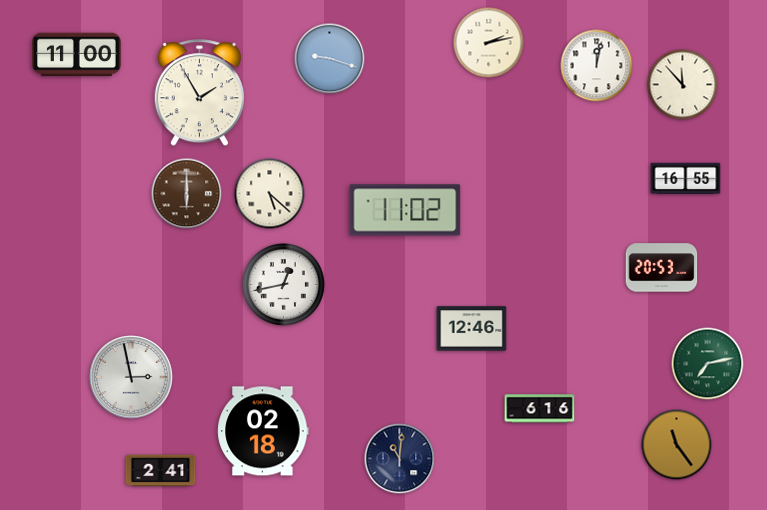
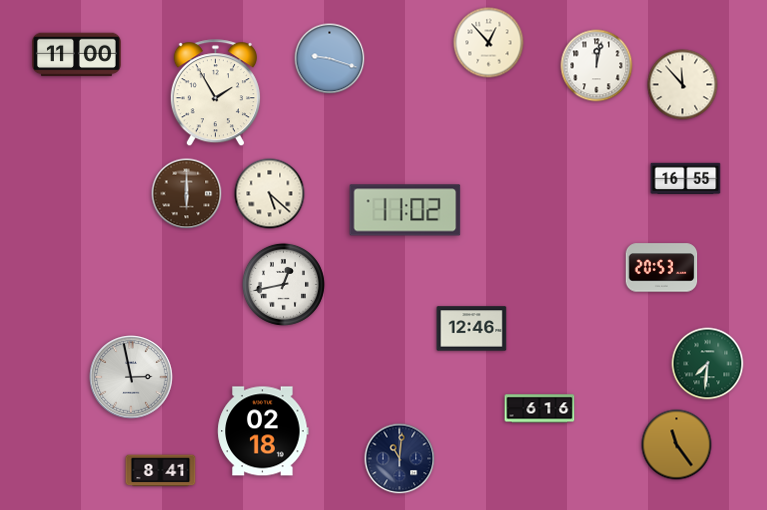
clock at (489, 43): 2:13 -> 12:53
clock at (199, 93) position: (199, 93) -> (215, 93)
clock at (708, 364): 7:13 -> 7:31
clock at (161, 471): 2:41 -> 8:41
